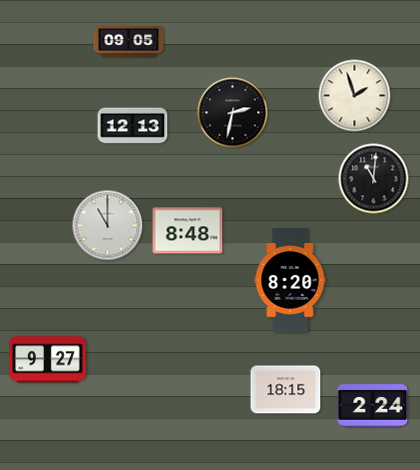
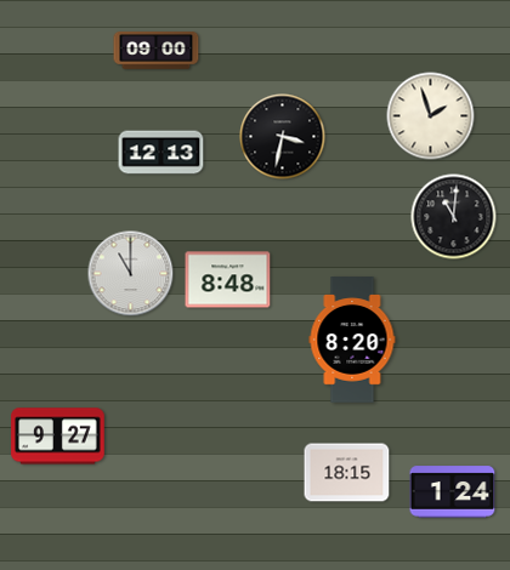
clock at (129, 42): 09:05 -> 09:00
clock at (233, 113): 2:32 -> 3:32
clock at (373, 406): 2:24 -> 1:24
